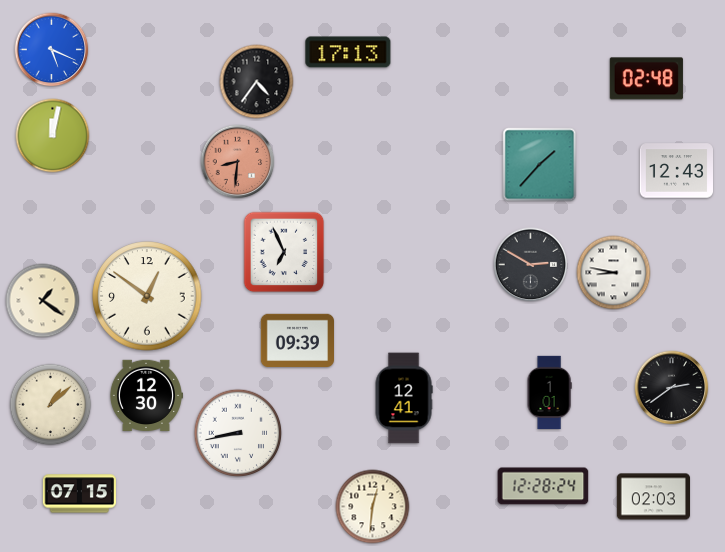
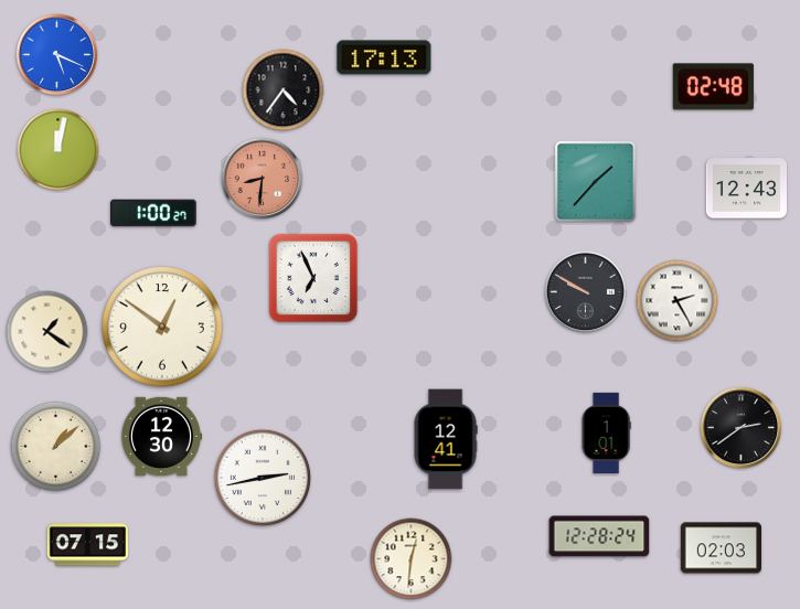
clock at (153, 213): none -> 1:00
clock at (531, 265): 2:50 -> 9:50
clock at (614, 273): 8:47 -> 2:25
clock at (297, 340): 09:39 -> none
clock at (238, 433): 8:43 -> 2:43
